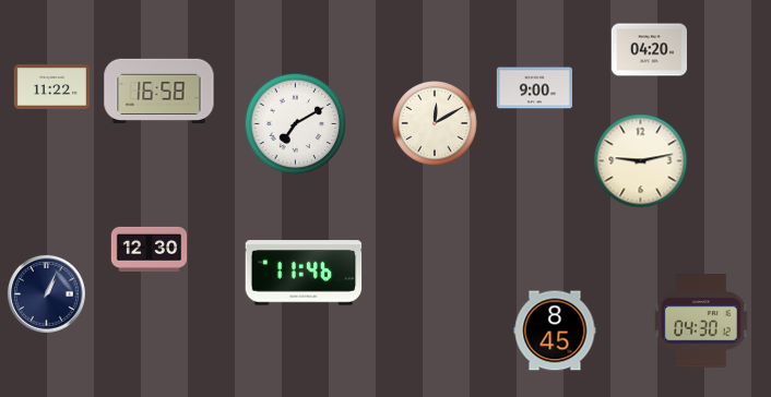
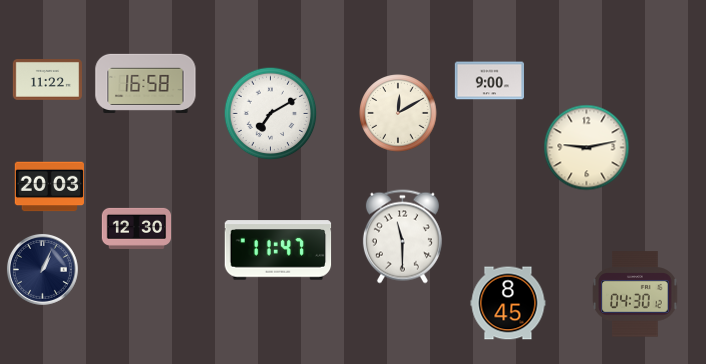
clock at (649, 50): 04:20 -> none
clock at (49, 187): none -> 20:03
clock at (402, 237): none -> 11:30
clock at (304, 273): 11:46 -> 11:47
clock at (701, 321) position: (701, 321) -> (635, 294)
